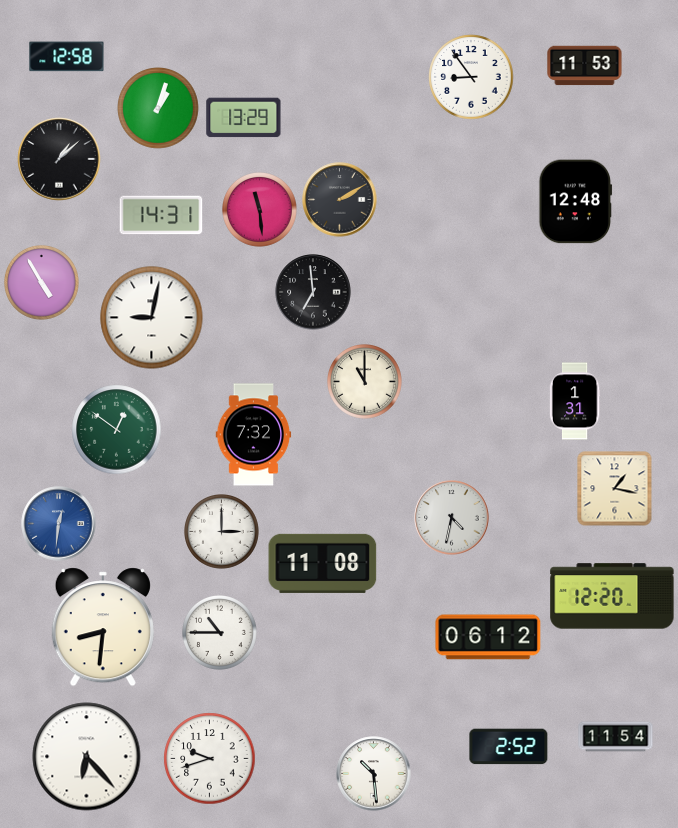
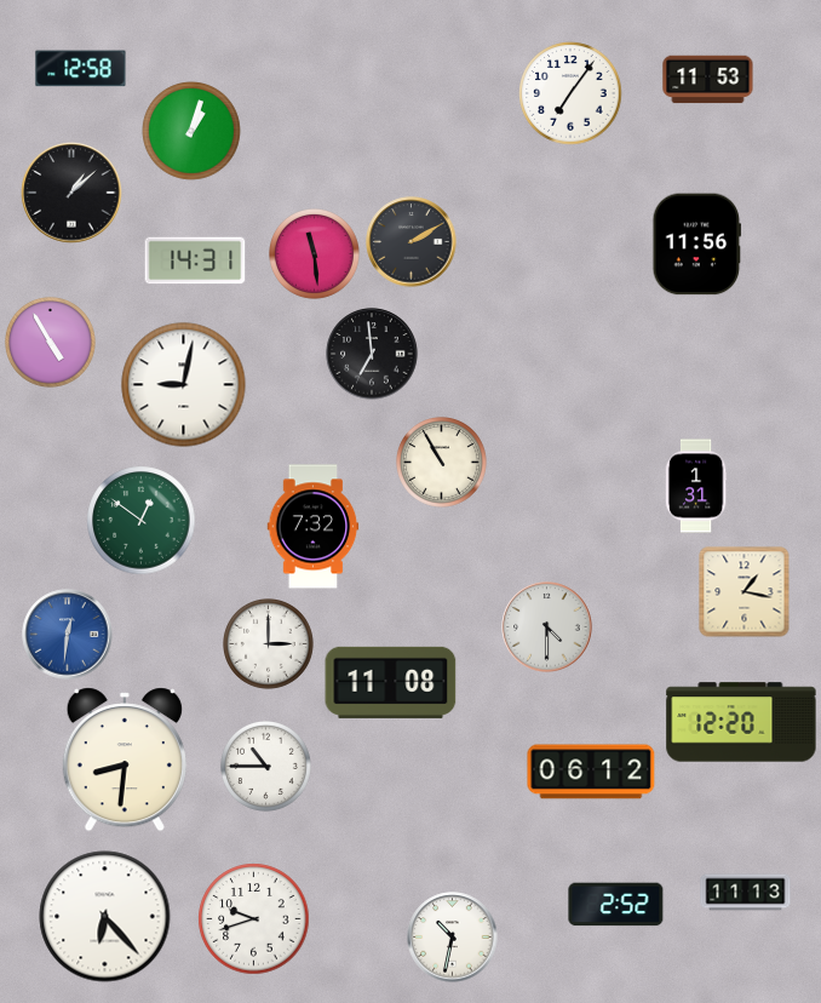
clock at (471, 77): 8:54 -> 7:06
clock at (244, 118): 13:29 -> none
clock at (576, 202): 12:48 -> 11:56
clock at (313, 292) position: (313, 292) -> (372, 354)
clock at (365, 382): 11:00 -> 10:55
clock at (254, 435) position: (254, 435) -> (314, 527)
clock at (452, 518): 4:32 -> 4:30
clock at (59, 524) position: (59, 524) -> (68, 635)
clock at (616, 737): 11:54 -> 11:13
clock at (374, 774): 10:29 -> 10:32
